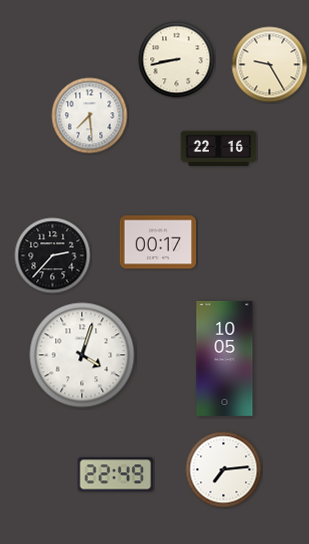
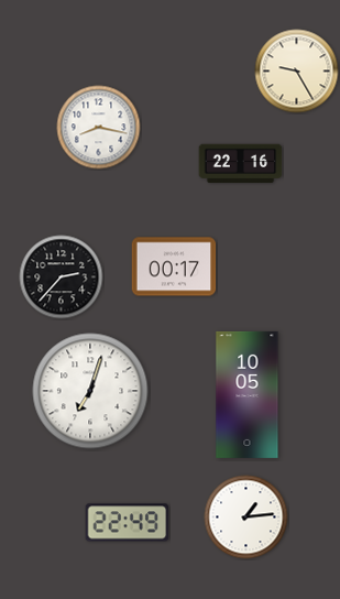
clock at (177, 60): 8:43 -> none
clock at (90, 116): 7:29 -> 8:17
clock at (53, 256) position: (53, 256) -> (62, 277)
clock at (82, 355): 4:03 -> 7:03
clock at (224, 470): 7:14 -> 1:14
